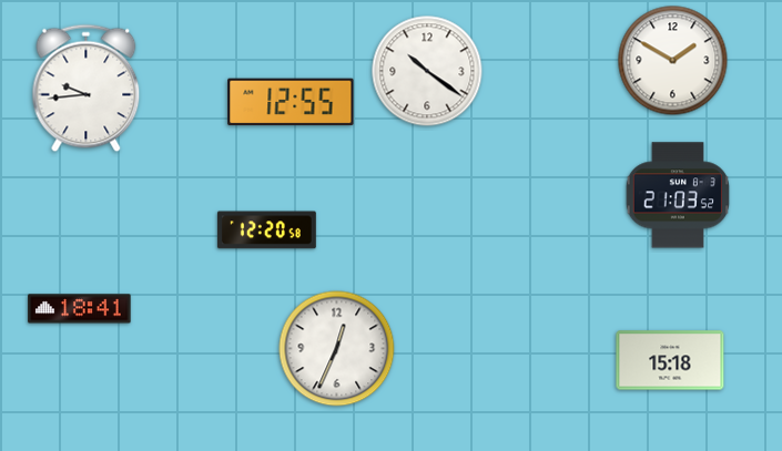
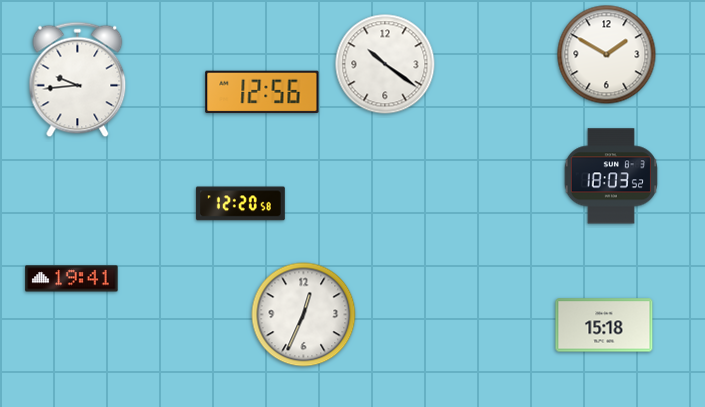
clock at (291, 102): 12:55 -> 12:56
clock at (678, 195): 21:03 -> 18:03
clock at (266, 230) position: (266, 230) -> (240, 204)
clock at (80, 309): 18:41 -> 19:41
